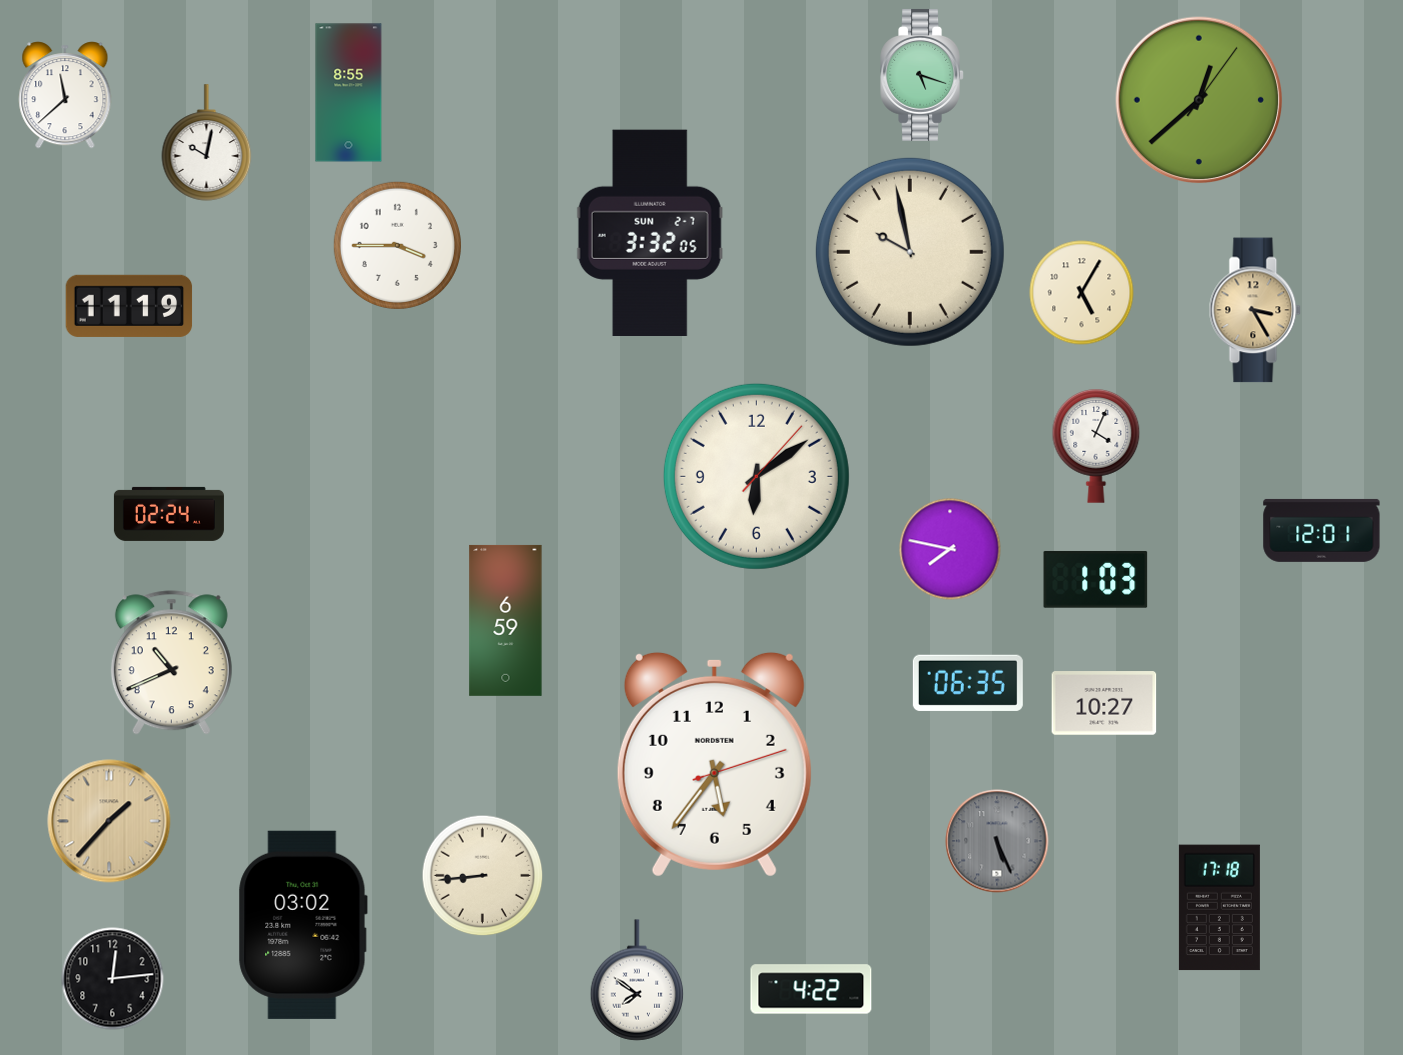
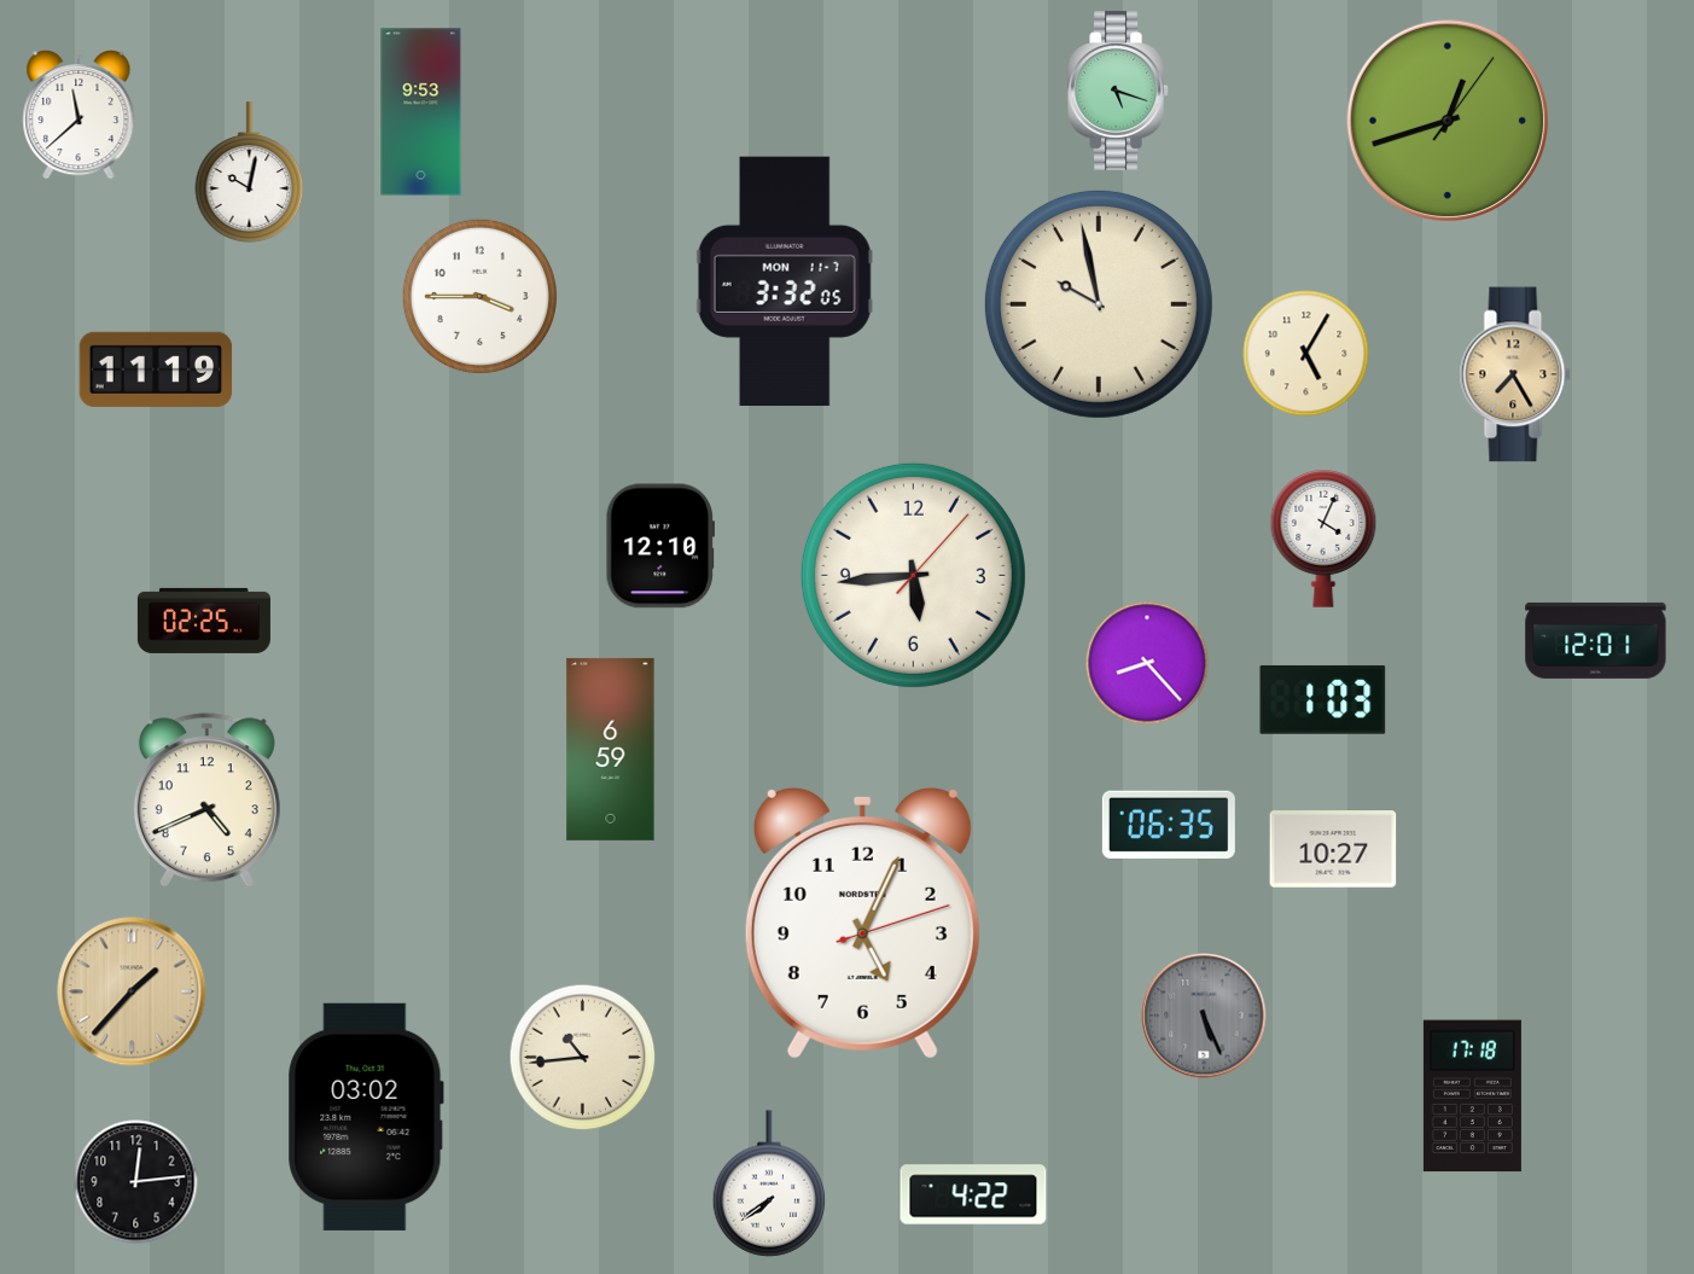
clock at (922, 75) position: (922, 75) -> (1118, 91)
clock at (349, 93): 8:55 -> 9:53
clock at (1199, 100): 12:38 -> 12:42
clock at (650, 232) date: SUN 2-7 -> MON 11-7
clock at (1255, 310): 3:25 -> 7:25
clock at (659, 546): none -> 12:10
clock at (756, 476): 6:09 -> 5:44
clock at (169, 514): 02:24 -> 02:25
clock at (950, 549): 7:47 -> 8:23
clock at (171, 663): 10:41 -> 4:41
clock at (714, 764): 5:36 -> 5:04
clock at (483, 876): 8:44 -> 10:44
clock at (637, 980): 7:51 -> 7:39
clock at (811, 989) position: (811, 989) -> (973, 1194)
